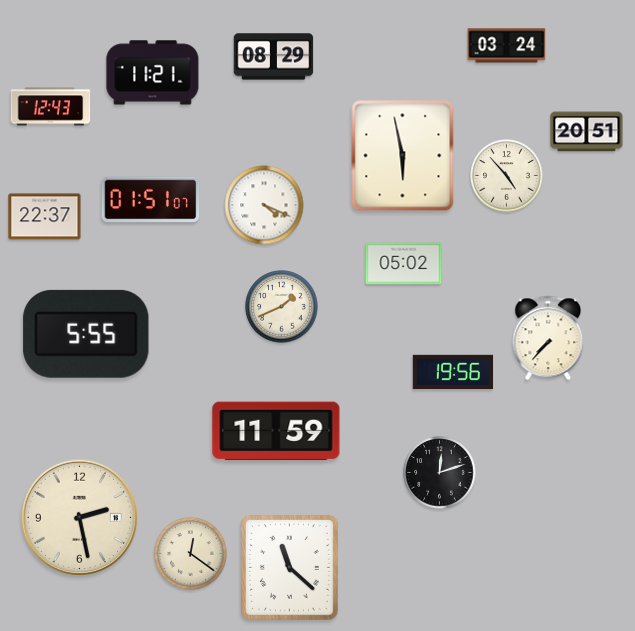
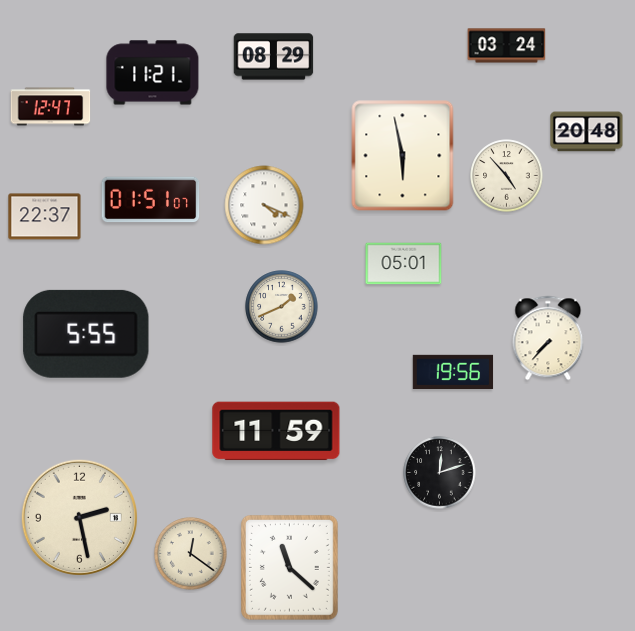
clock at (51, 107): 12:43 -> 12:47
clock at (587, 132): 20:51 -> 20:48
clock at (404, 264): 05:02 -> 05:01
